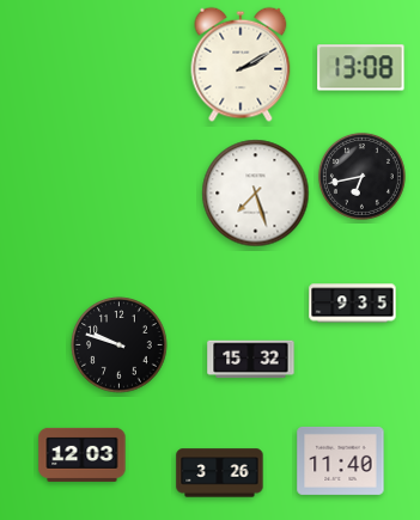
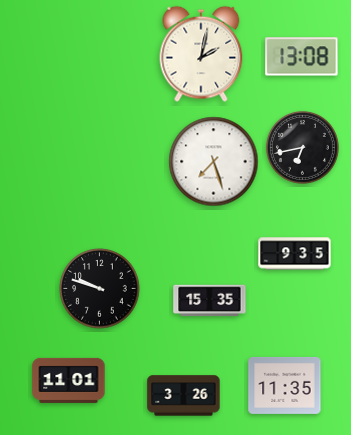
clock at (241, 65): 2:10 -> 2:02
clock at (251, 360): 15:32 -> 15:35
clock at (83, 454): 12:03 -> 11:01
clock at (341, 460): 11:40 -> 11:35
